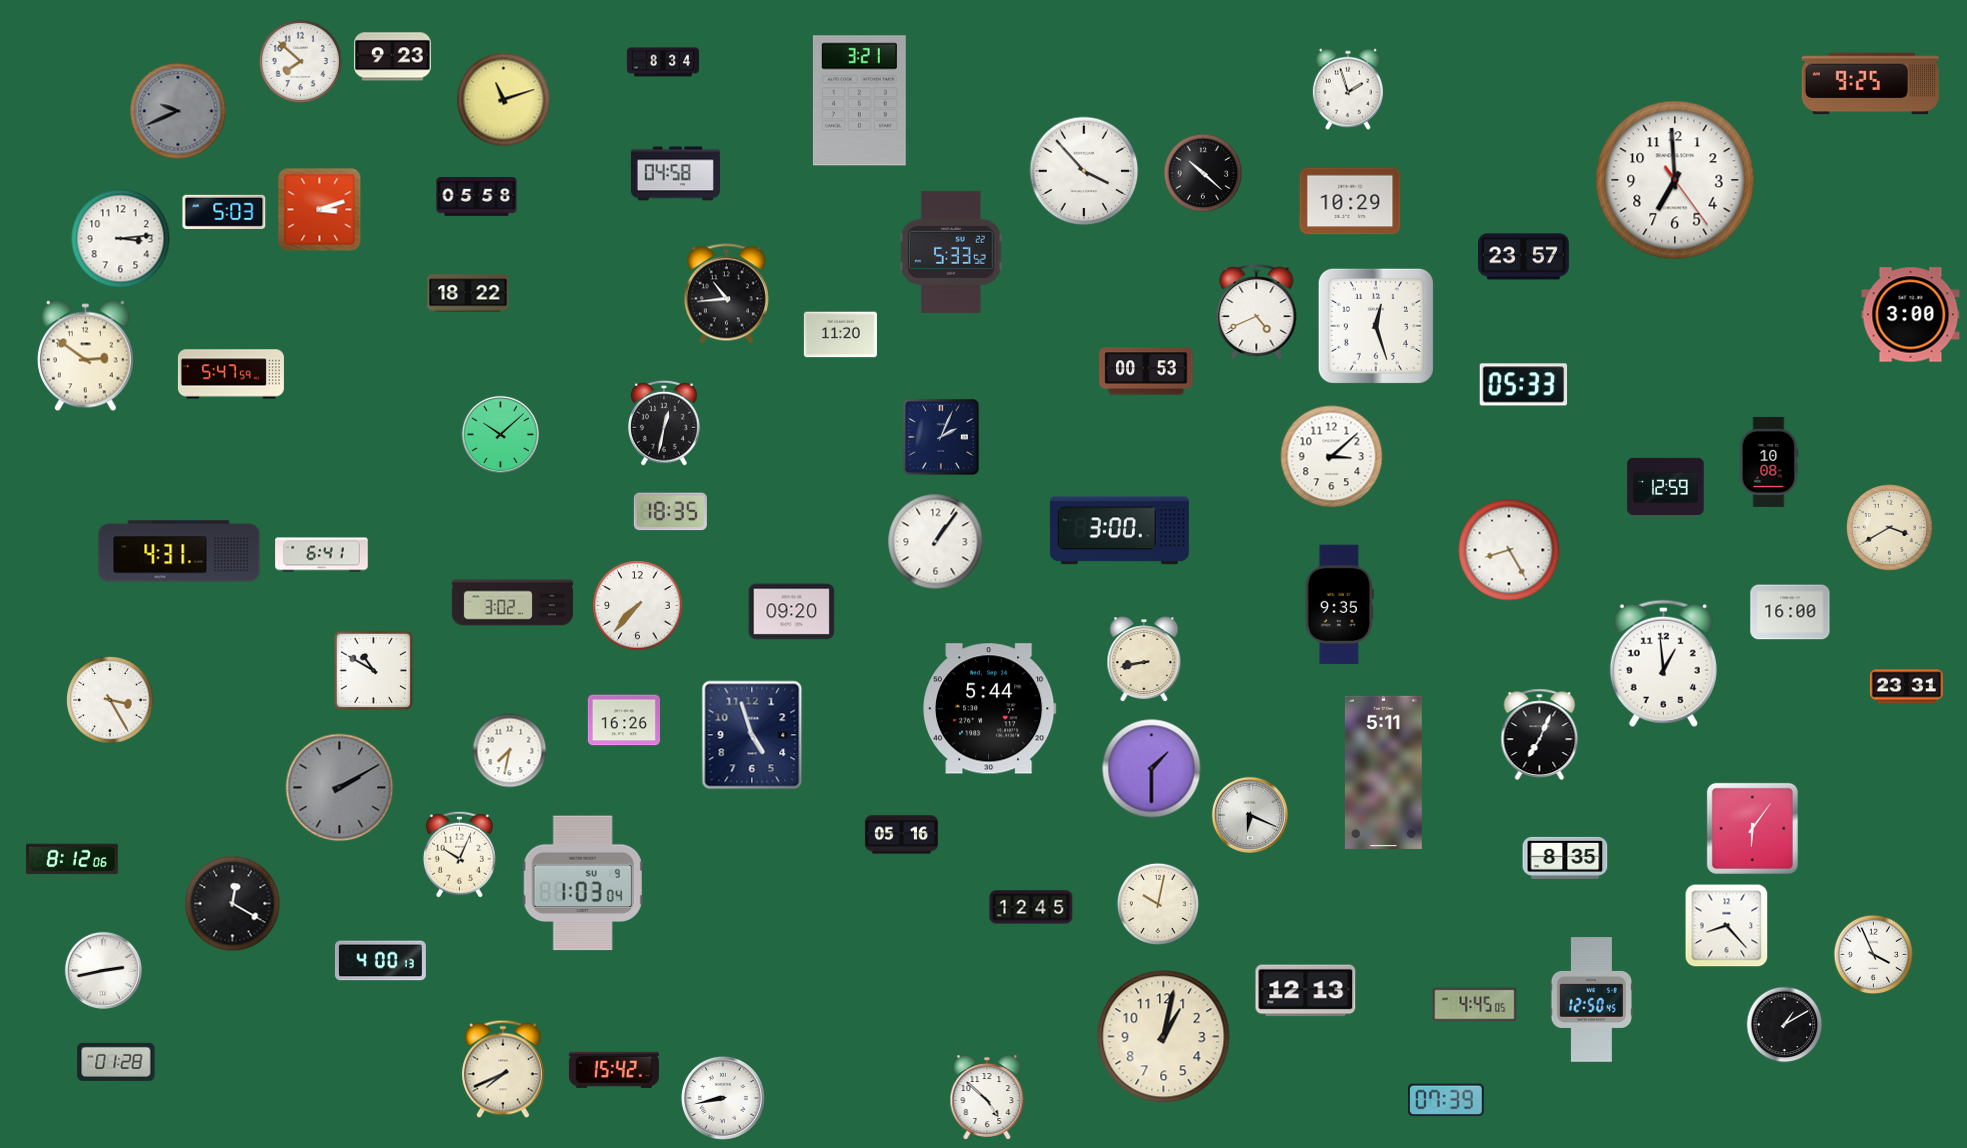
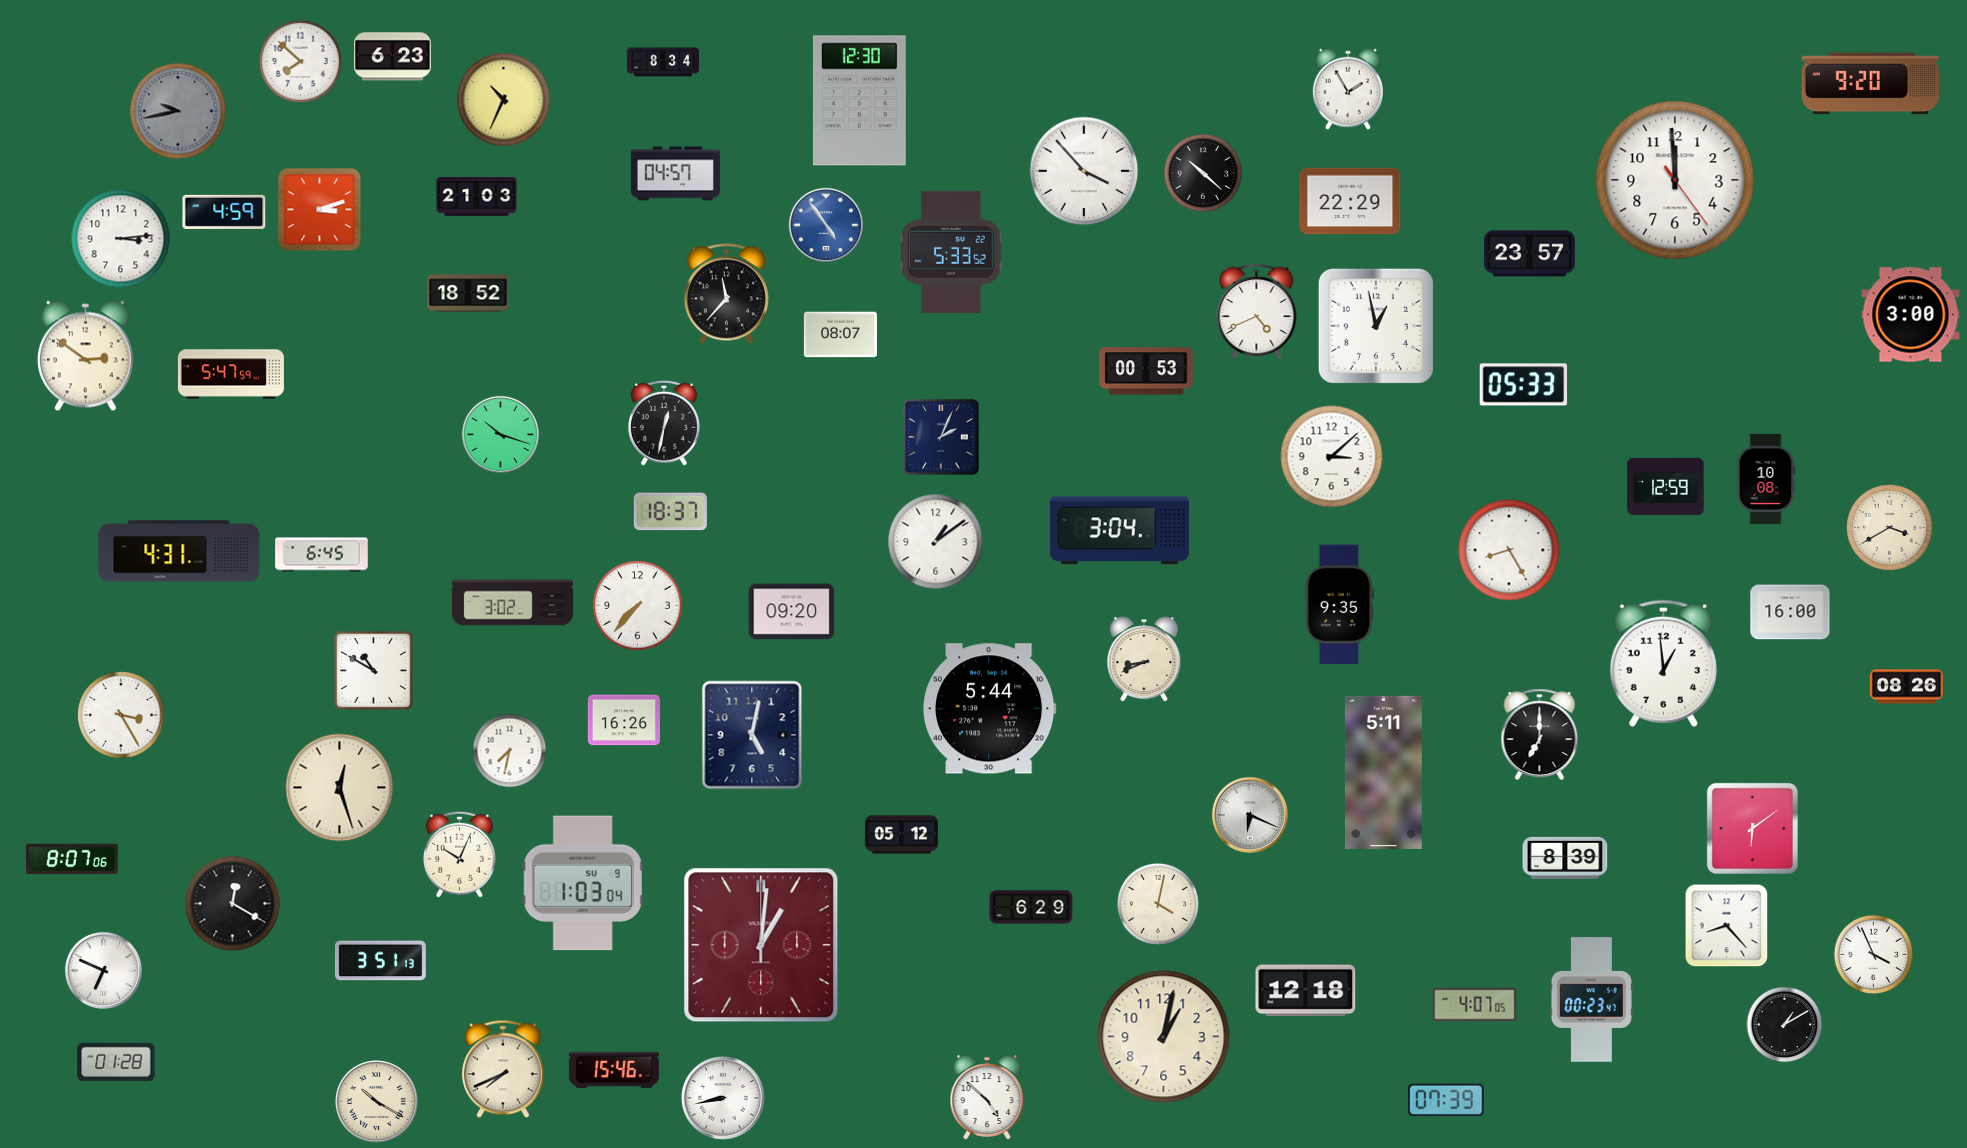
clock at (393, 57): 9:23 -> 6:23
clock at (1870, 84): 9:25 -> 9:20
clock at (1348, 89): 1:57 -> 1:55
clock at (504, 100): 11:12 -> 10:34
clock at (859, 101): 3:21 -> 12:30
clock at (178, 111): 9:41 -> 9:43
clock at (675, 174): 04:58 -> 04:57
clock at (1675, 180): 6:59 -> 11:59
clock at (477, 197): 05:58 -> 21:03
clock at (1350, 201): 10:29 -> 22:29
clock at (224, 212): 5:03 -> 4:59
clock at (825, 224): none -> 4:54
clock at (1523, 257) position: (1523, 257) -> (1529, 254)
clock at (468, 293): 18:22 -> 18:52
clock at (726, 294): 10:44 -> 11:37
clock at (1376, 326): 12:27 -> 12:58
clock at (840, 335): 11:20 -> 08:07
clock at (500, 434): 10:08 -> 10:18
clock at (1769, 462) position: (1769, 462) -> (1766, 479)
clock at (670, 512): 18:35 -> 18:37
clock at (1119, 531): 3:00 -> 3:04
clock at (936, 542): 1:06 -> 1:09
clock at (322, 555): 6:41 -> 6:45
clock at (1144, 659): 8:43 -> 8:41
clock at (1906, 687): 23:31 -> 08:26
clock at (110, 700) position: (110, 700) -> (121, 715)
clock at (1540, 734): 7:04 -> 7:00
clock at (752, 735): 4:57 -> 5:02
clock at (1152, 769): 1:30 -> none
clock at (340, 788): 2:10 -> 12:27
clock at (340, 788) dial: grey -> cream
clock at (1752, 828): 6:06 -> 6:09
clock at (901, 835): 05:16 -> 05:12
clock at (1565, 858): 8:35 -> 8:39
clock at (72, 859): 8:12 -> 8:07
clock at (1158, 904): 10:02 -> 4:02
clock at (1031, 907): 12:45 -> 6:29
clock at (761, 945): none -> 1:01
clock at (381, 961): 4:00 -> 3:51
clock at (103, 970): 2:43 -> 6:49
clock at (1306, 991): 12:13 -> 12:18
clock at (1591, 1000): 12:50 -> 00:23
clock at (1475, 1005): 4:45 -> 4:07
clock at (614, 1070): 15:42 -> 15:46
clock at (376, 1101): none -> 10:20
